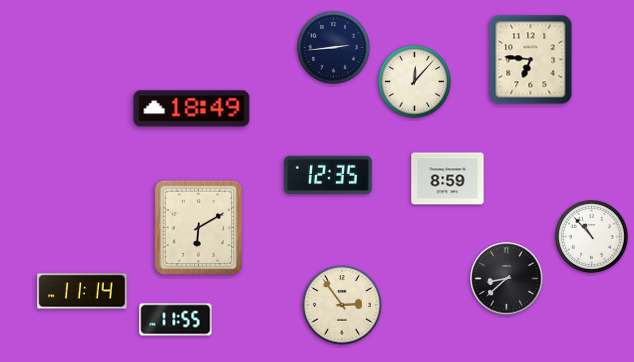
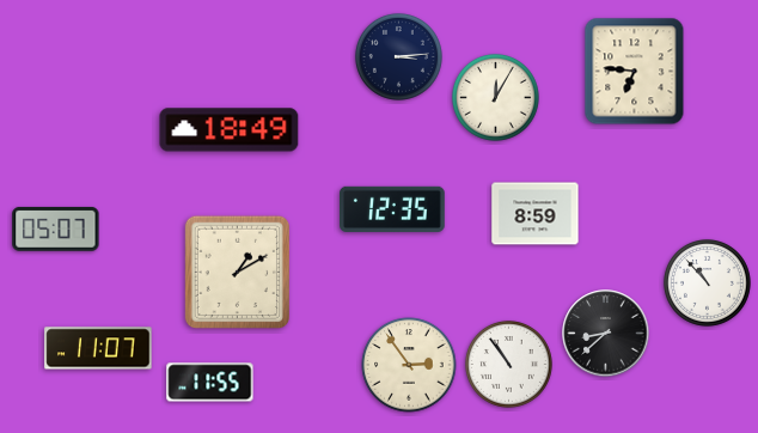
clock at (333, 47): 2:44 -> 3:14
clock at (414, 81): 12:07 -> 12:05
clock at (56, 228): none -> 05:07
clock at (198, 227): 6:10 -> 1:10
clock at (82, 291): 11:14 -> 11:07
clock at (508, 364): none -> 10:54
